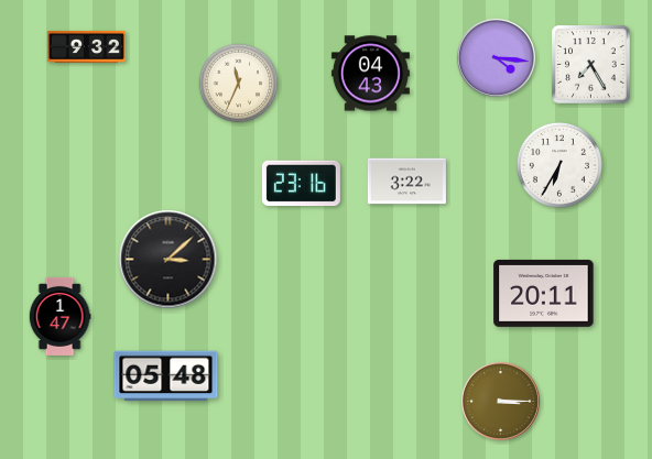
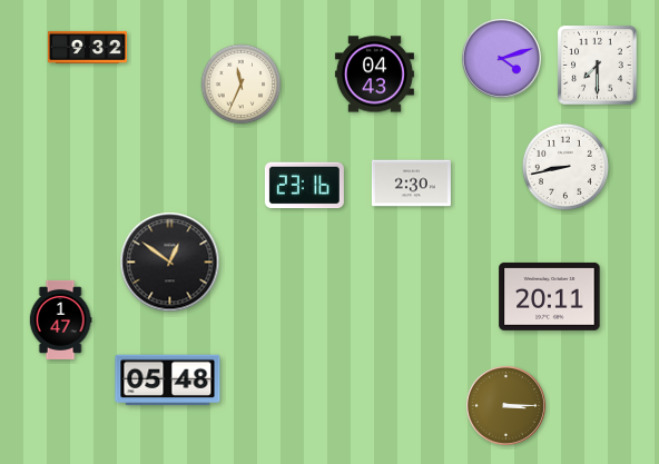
clock at (496, 57): 4:16 -> 4:12
clock at (591, 65): 7:25 -> 7:30
clock at (559, 165): 6:35 -> 8:43
clock at (406, 182): 3:22 -> 2:30
clock at (169, 260): 3:08 -> 12:51
